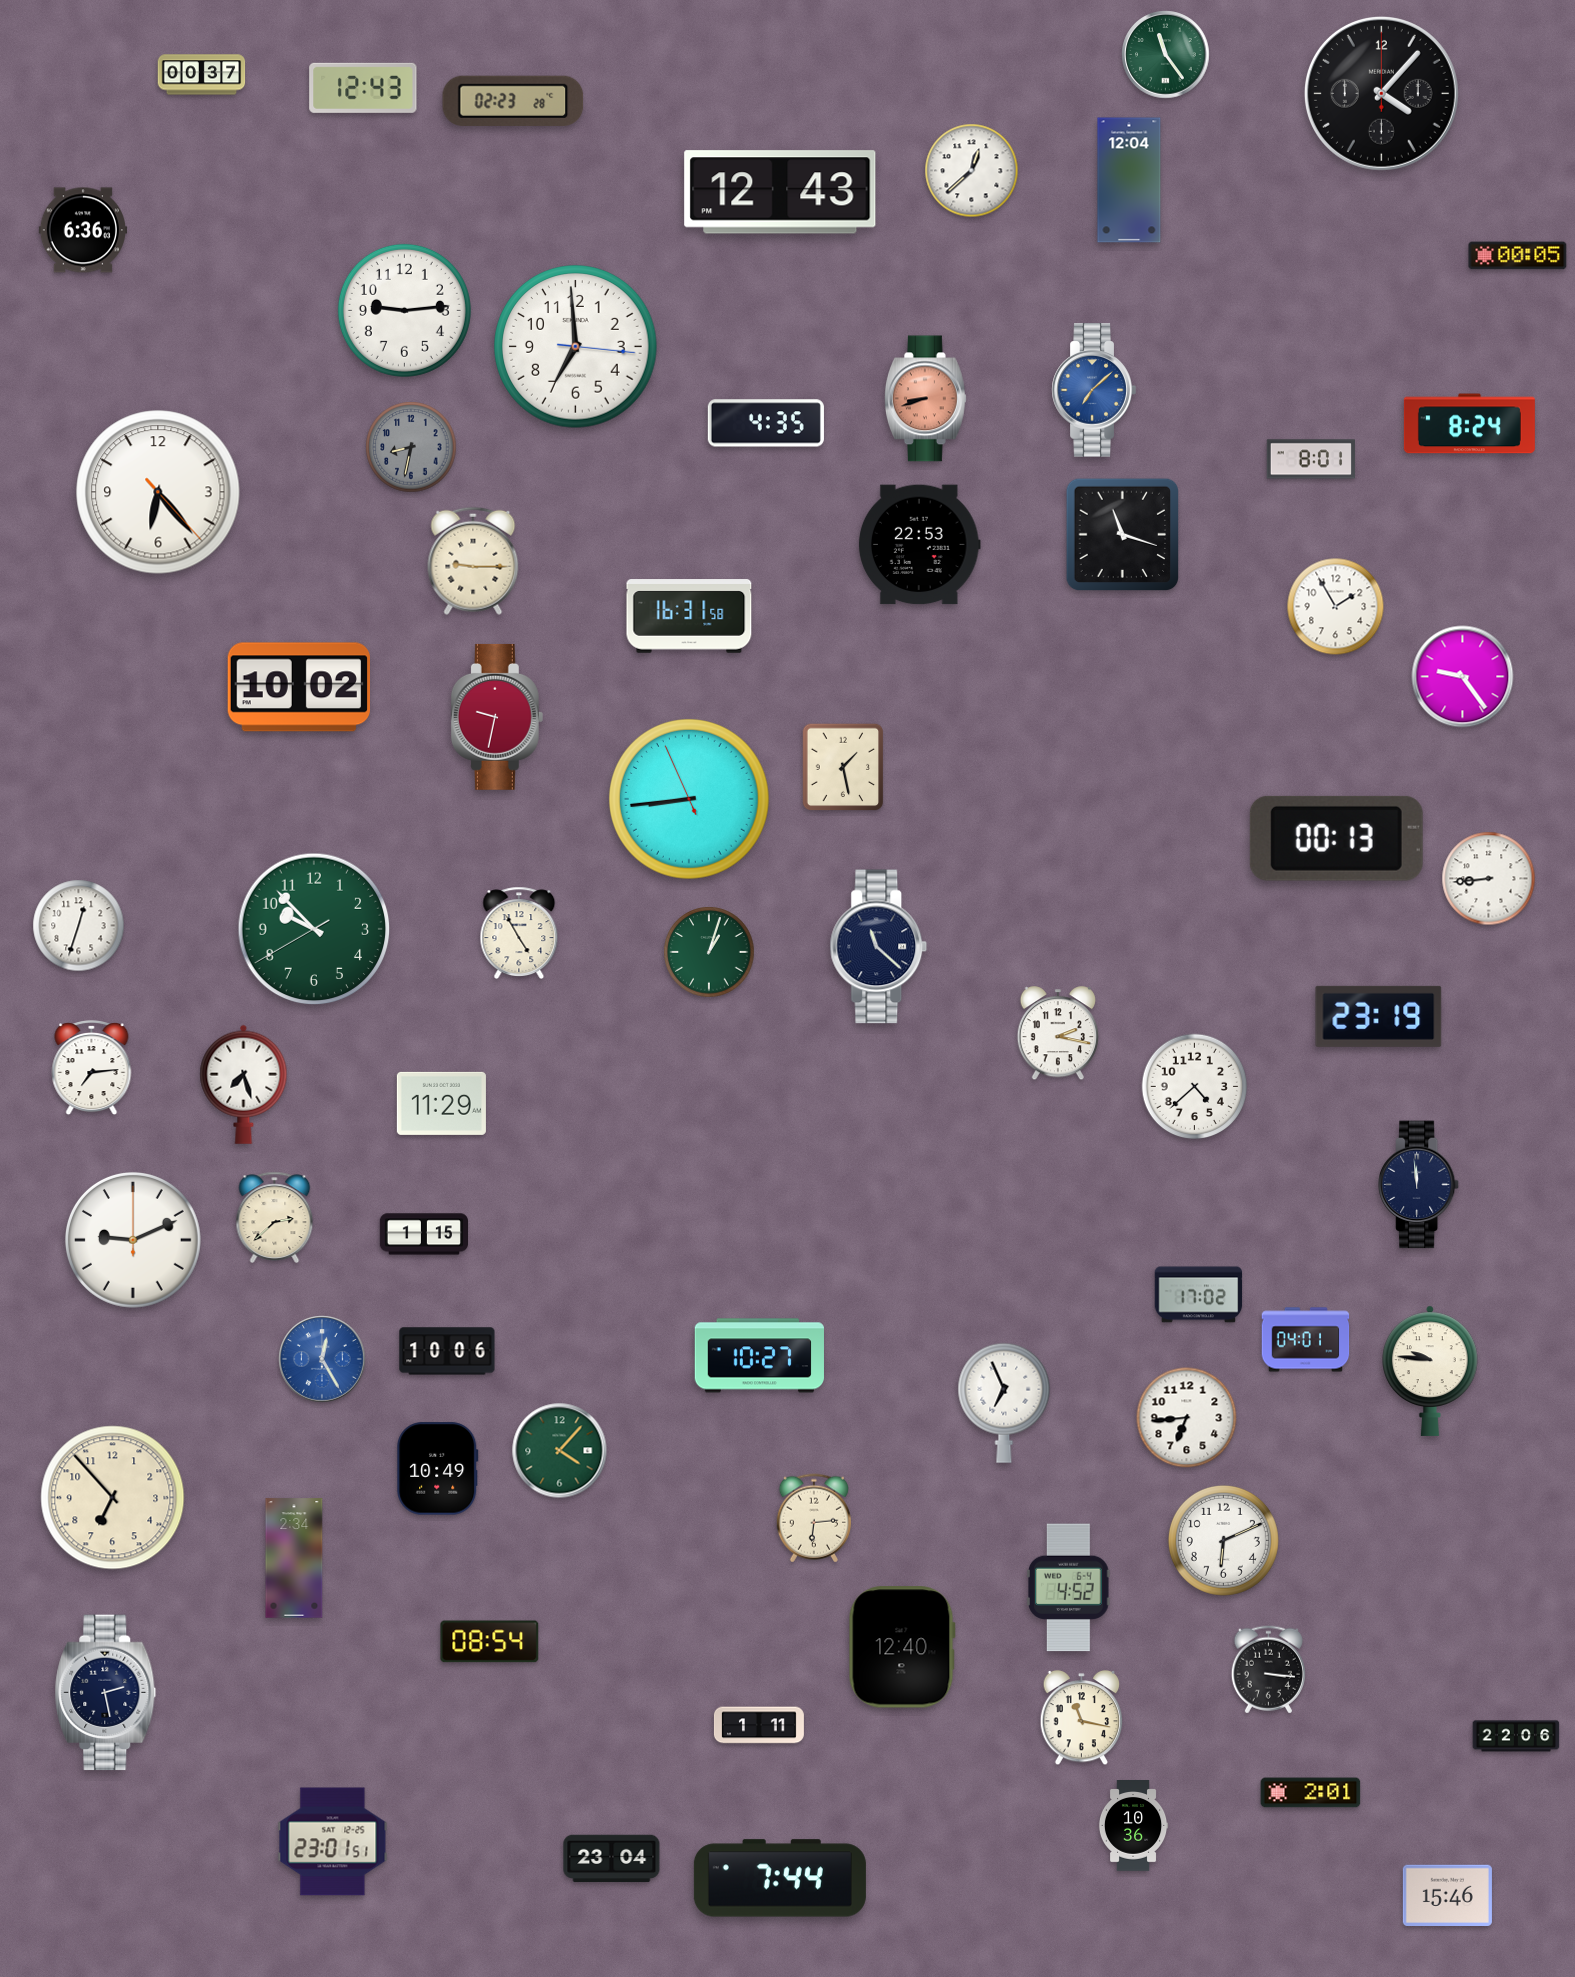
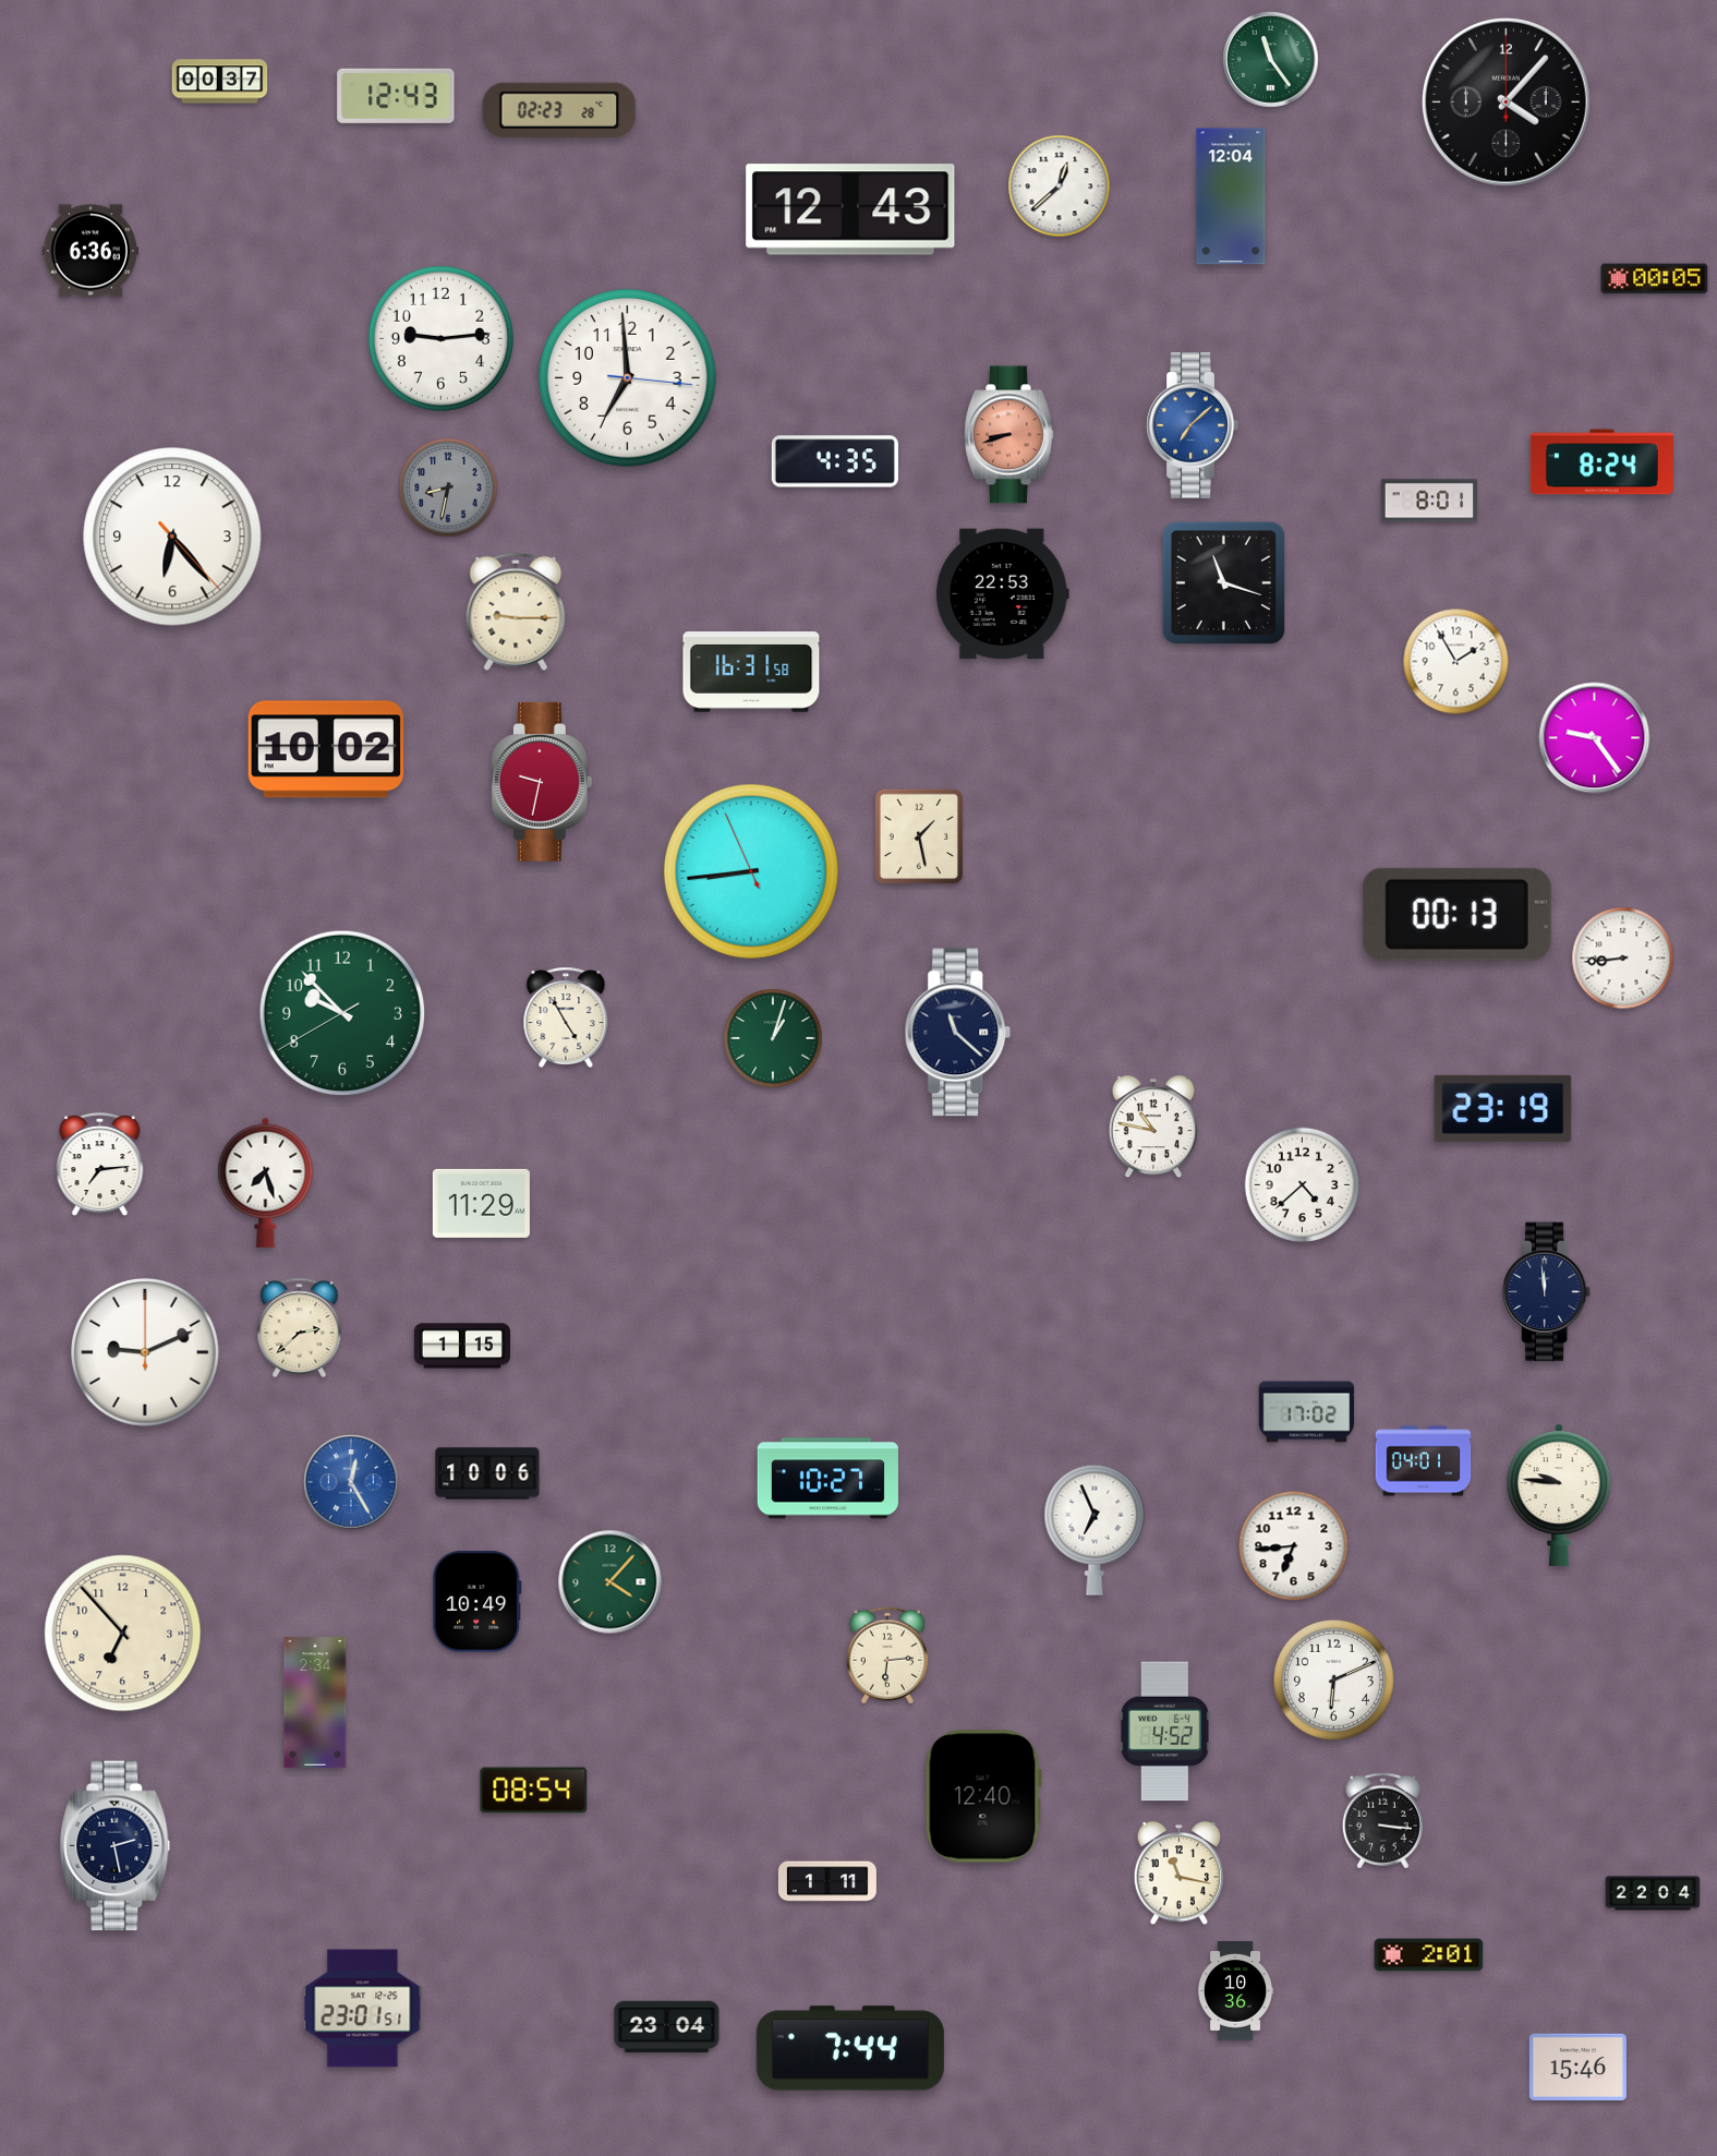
clock at (79, 926): 12:33 -> none
clock at (1057, 1034): 2:17 -> 10:47
clock at (294, 1558) position: (294, 1558) -> (315, 1702)
clock at (1516, 1736): 22:06 -> 22:04
